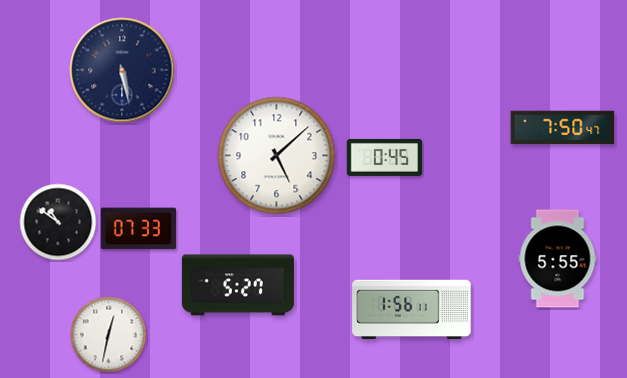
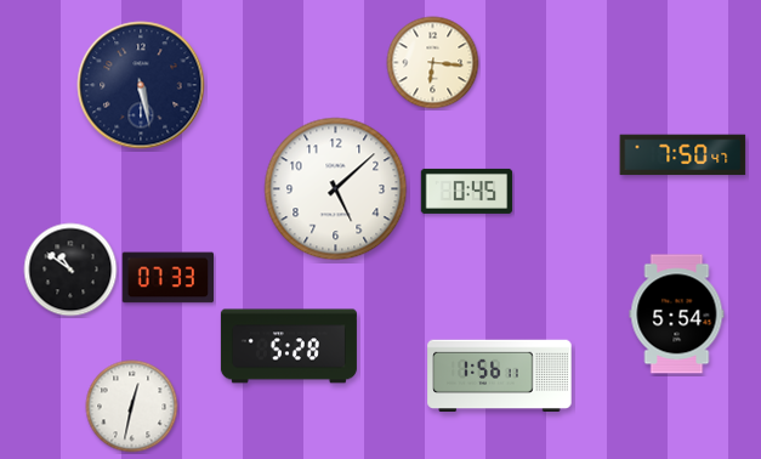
clock at (433, 63): none -> 6:16
clock at (122, 70) position: (122, 70) -> (141, 85)
clock at (558, 259): 5:55 -> 5:54
clock at (238, 285): 5:27 -> 5:28
